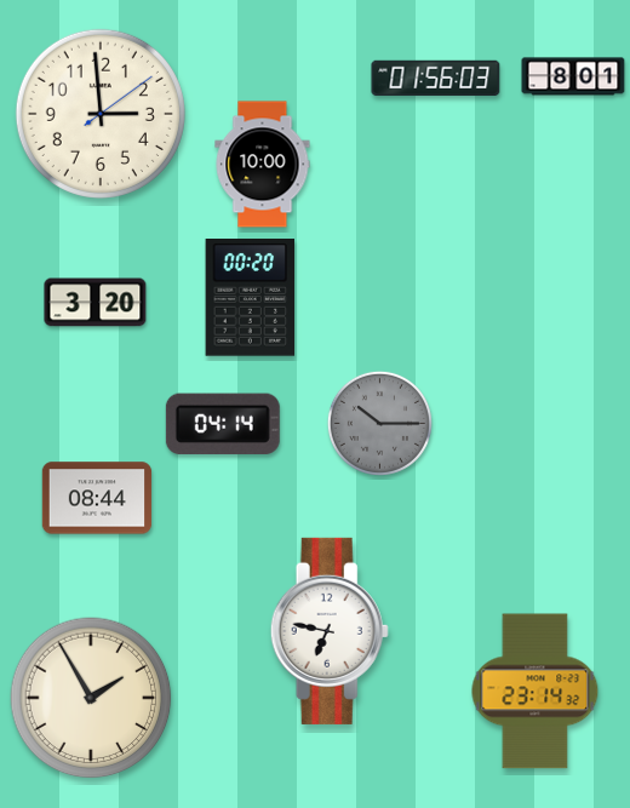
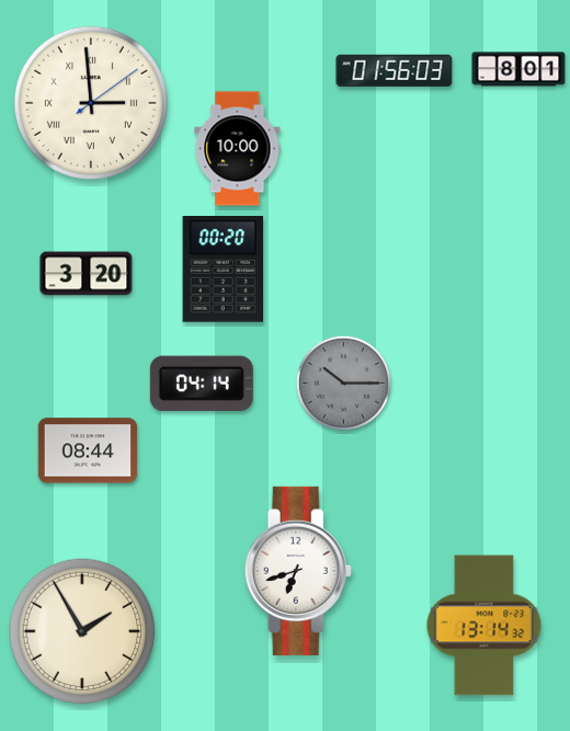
clock at (101, 114) numerals: Arabic -> Roman
clock at (251, 298) position: (251, 298) -> (224, 270)
clock at (330, 631): 6:47 -> 6:42
clock at (535, 692): 23:14 -> 13:14
